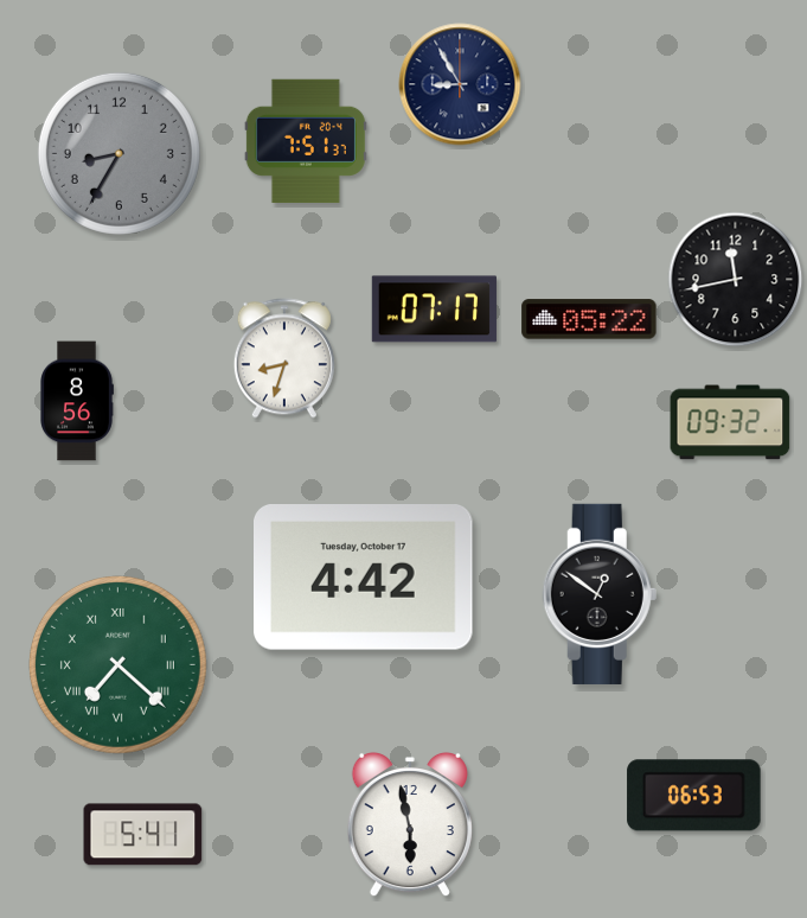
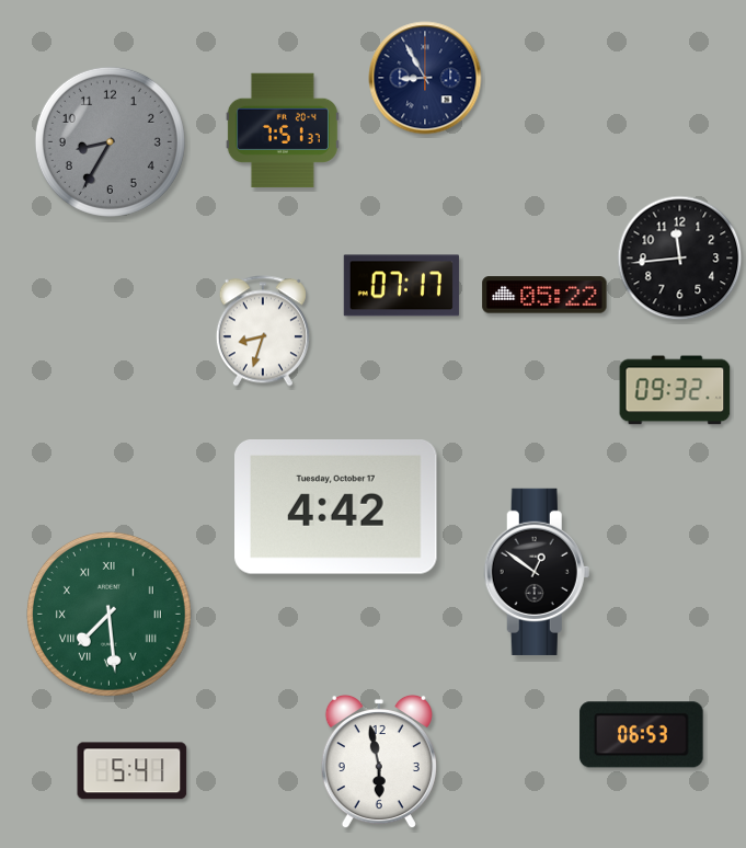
clock at (736, 280): 11:43 -> 11:44
clock at (77, 401): 8:56 -> none
clock at (364, 578) position: (364, 578) -> (336, 507)
clock at (600, 594) position: (600, 594) -> (537, 572)
clock at (117, 664): 7:22 -> 7:29
